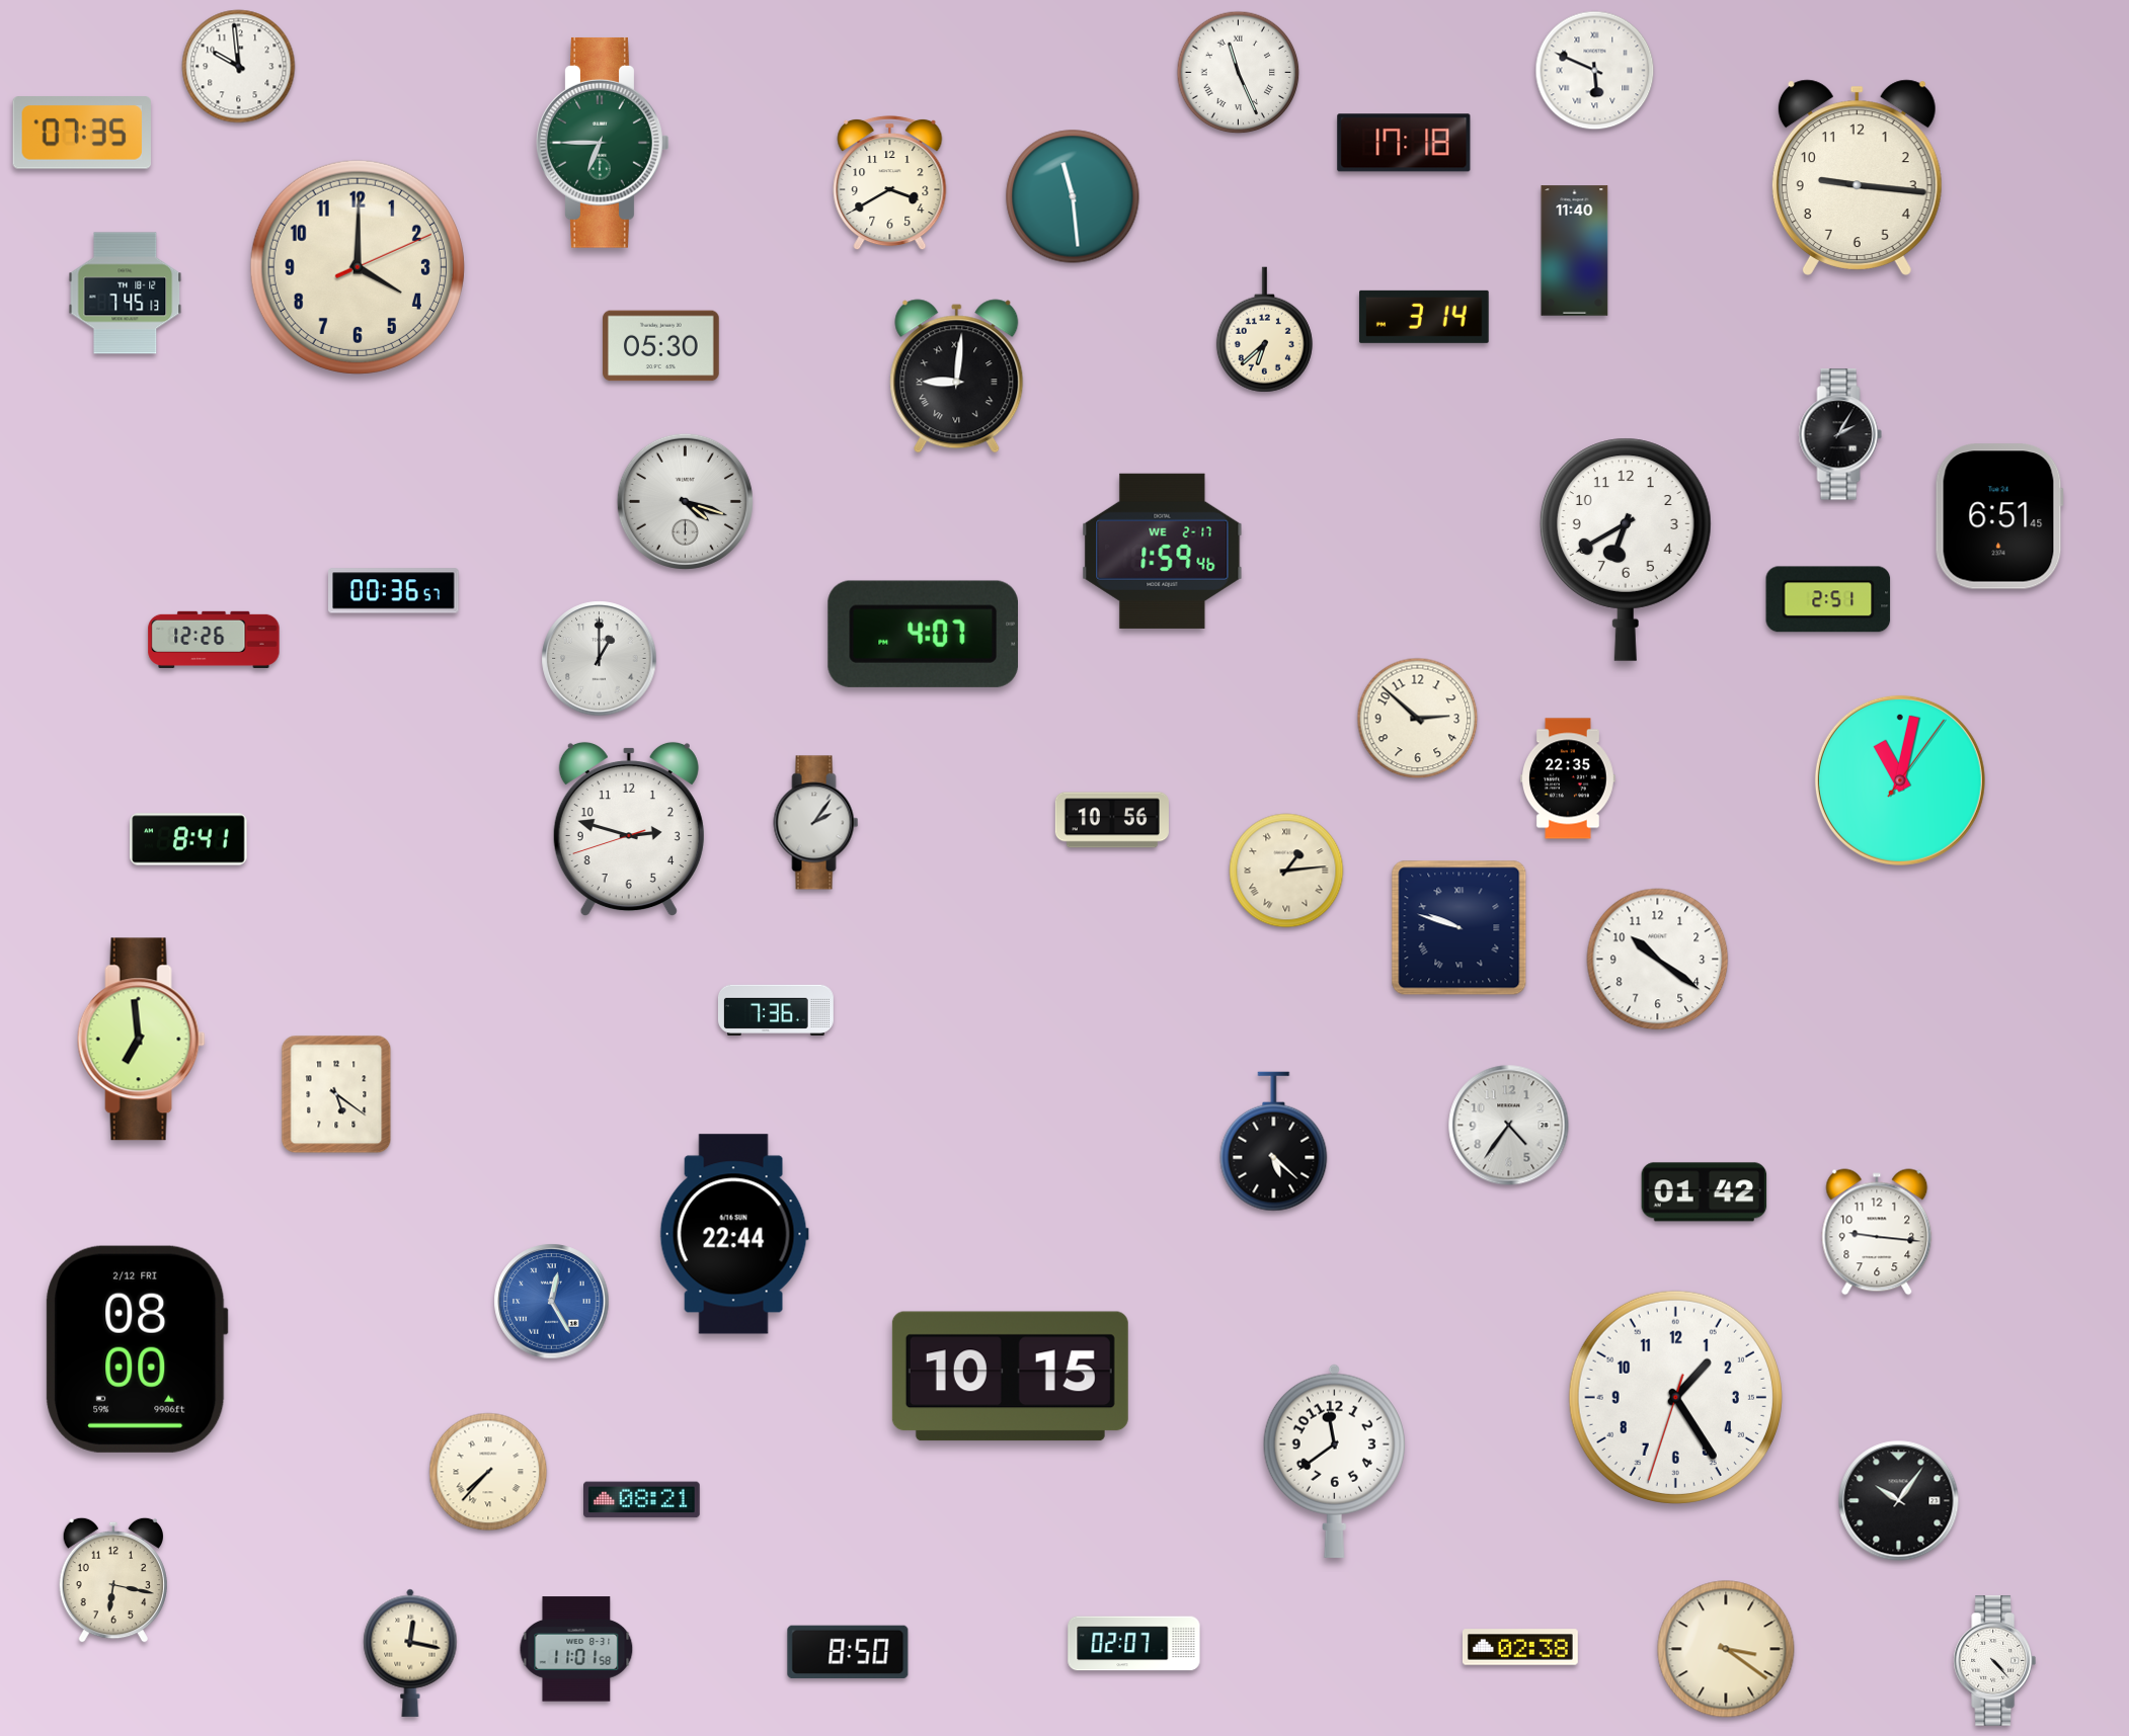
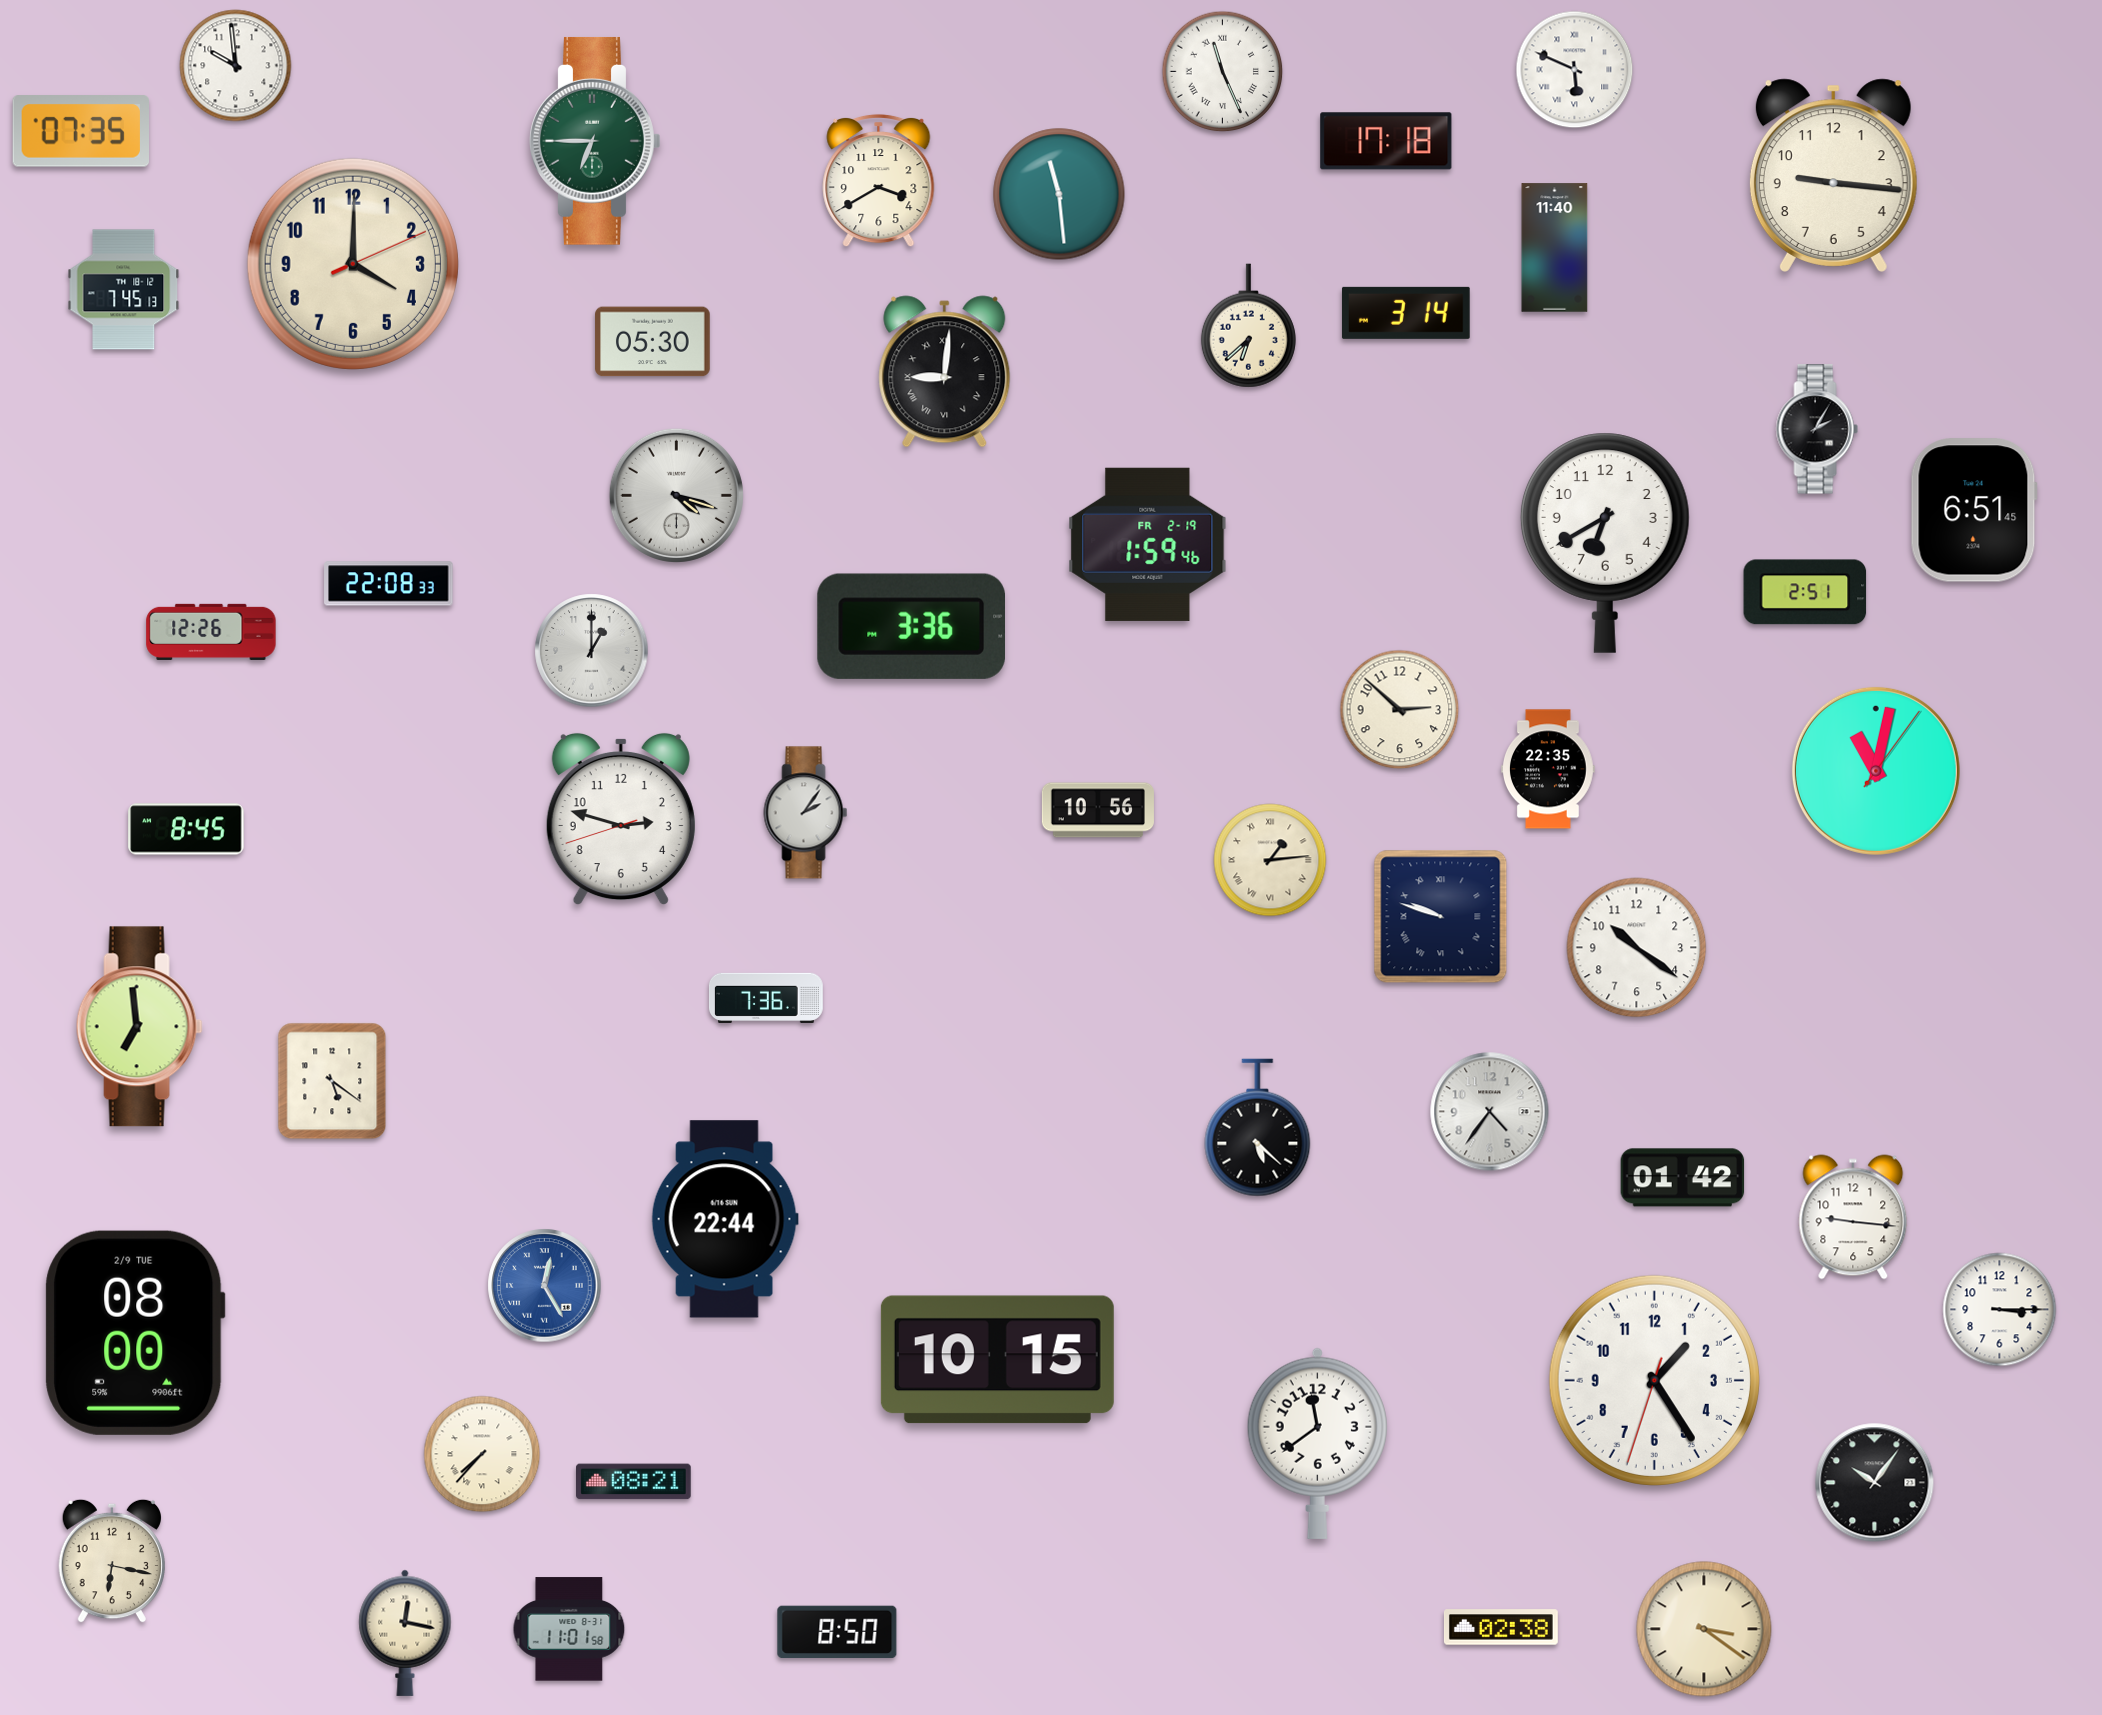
clock at (1163, 551) date: WE 2-17 -> FR 2-19
clock at (394, 591): 00:36 -> 22:08
clock at (923, 634): 4:07 -> 3:36
clock at (188, 839): 8:41 -> 8:45
clock at (2000, 1310): none -> 3:15
clock at (137, 1349) date: 2/12 FRI -> 2/9 TUE
clock at (1134, 1644): 02:07 -> none
clock at (1994, 1661): 4:23 -> none
